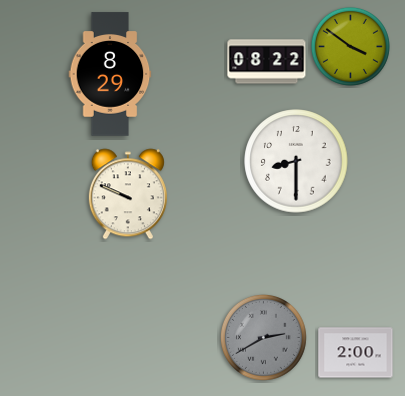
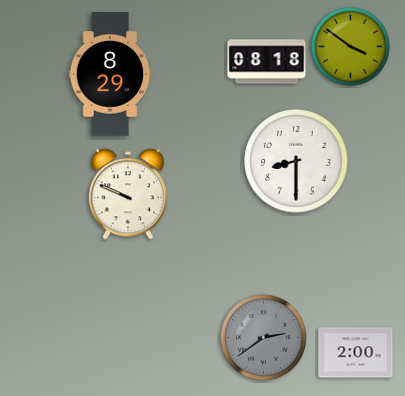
clock at (267, 62): 08:22 -> 08:18
clock at (263, 337): 2:40 -> 2:39
